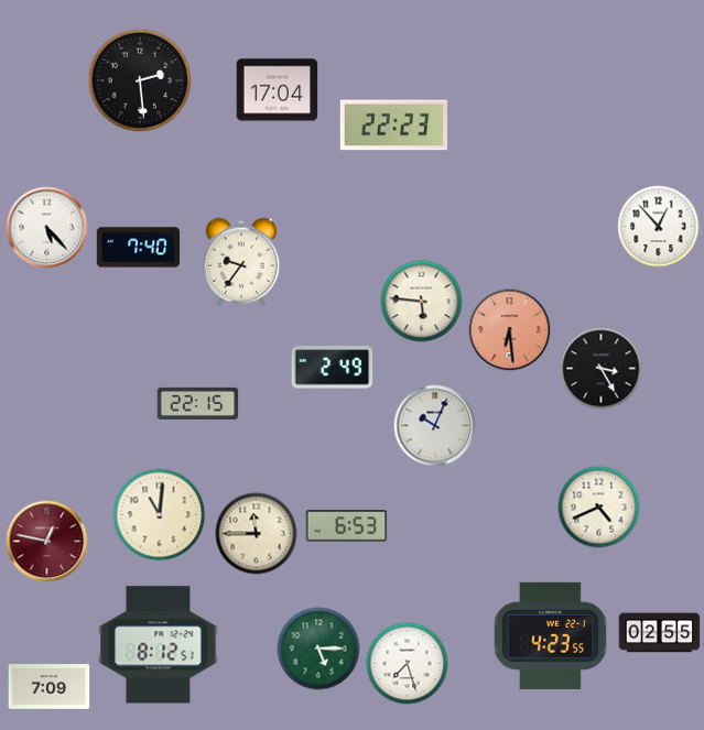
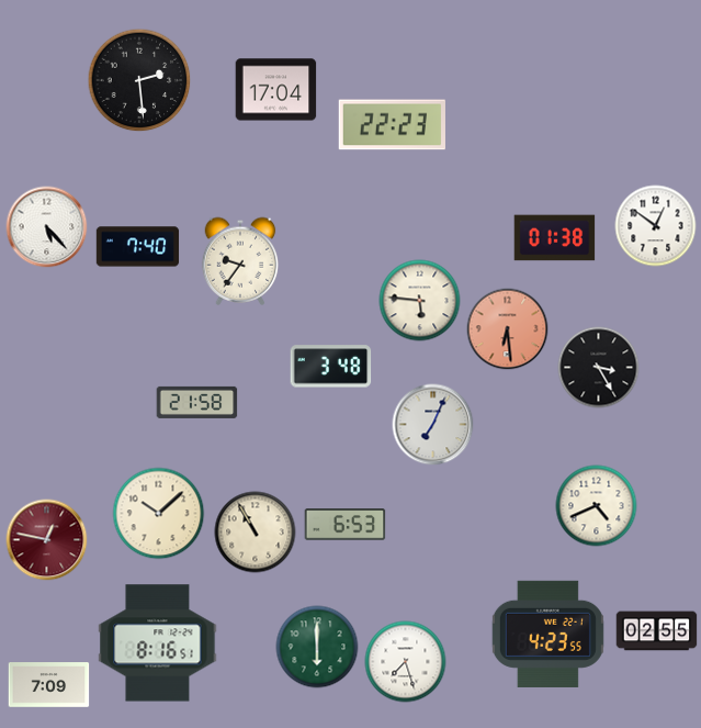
clock at (659, 227): 12:53 -> 12:51
clock at (555, 238): none -> 01:38
clock at (333, 368): 2:49 -> 3:48
clock at (198, 403): 22:15 -> 21:58
clock at (435, 426): 10:04 -> 7:04
clock at (160, 515): 11:01 -> 10:08
clock at (257, 534): 11:45 -> 10:55
clock at (159, 645): 8:12 -> 8:16
clock at (318, 649): 5:15 -> 6:00
